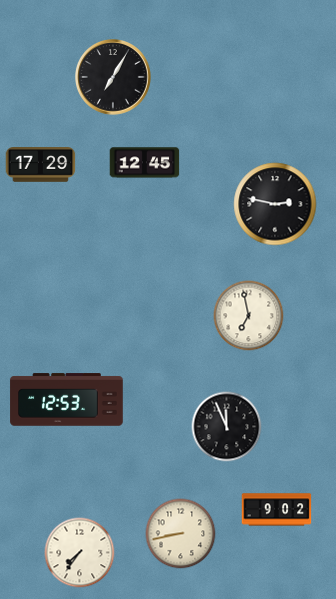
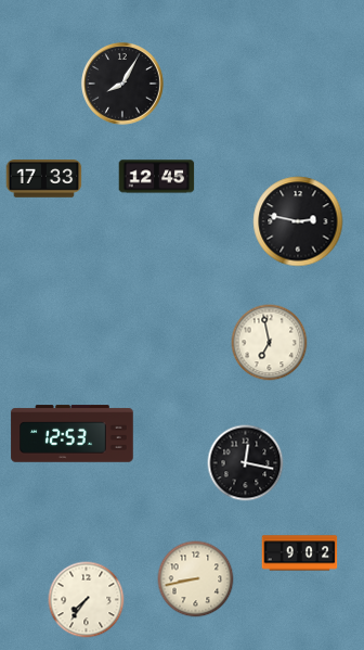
clock at (114, 78): 7:05 -> 8:05
clock at (41, 165): 17:29 -> 17:33
clock at (227, 427): 11:56 -> 12:17
